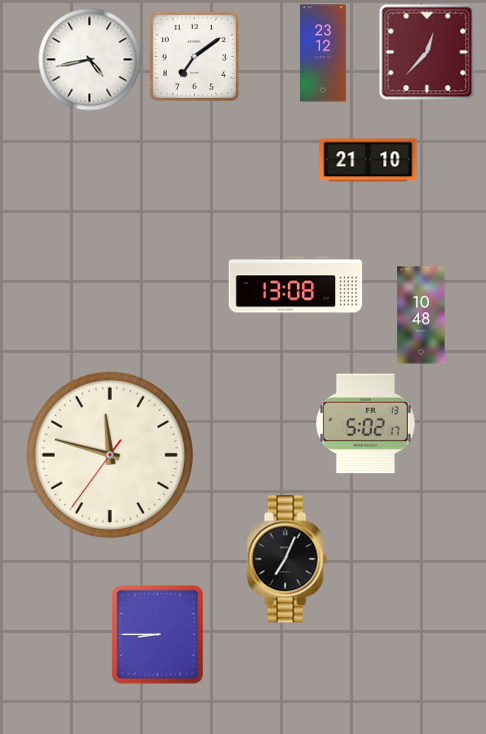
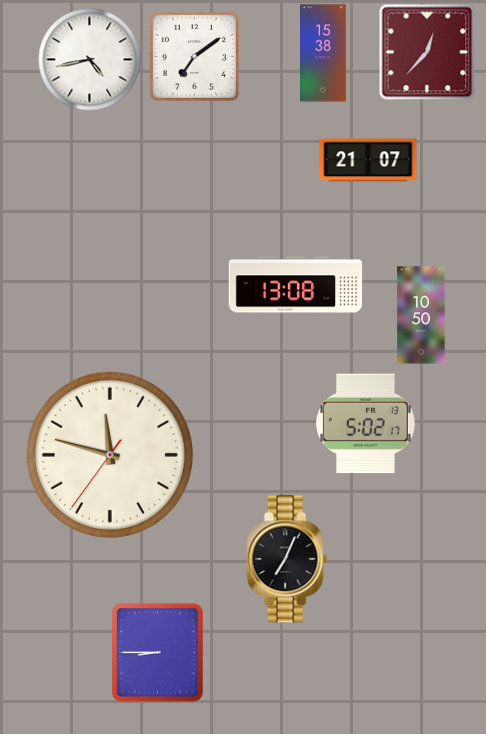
clock at (324, 53): 23:12 -> 15:38
clock at (368, 160): 21:10 -> 21:07
clock at (421, 315): 10:48 -> 10:50
clock at (157, 634) position: (157, 634) -> (157, 652)
